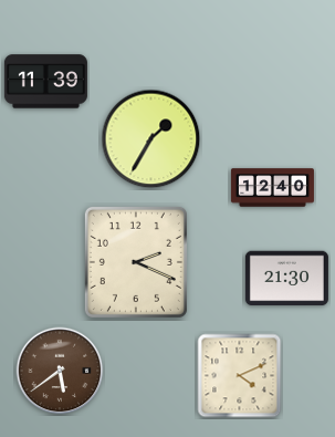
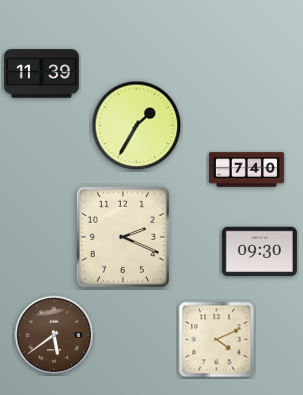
clock at (272, 188): 12:40 -> 7:40
clock at (286, 279): 21:30 -> 09:30
